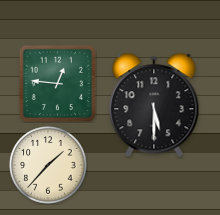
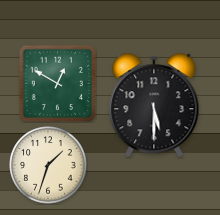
clock at (57, 83): 12:46 -> 12:50
clock at (48, 165): 1:37 -> 1:33
